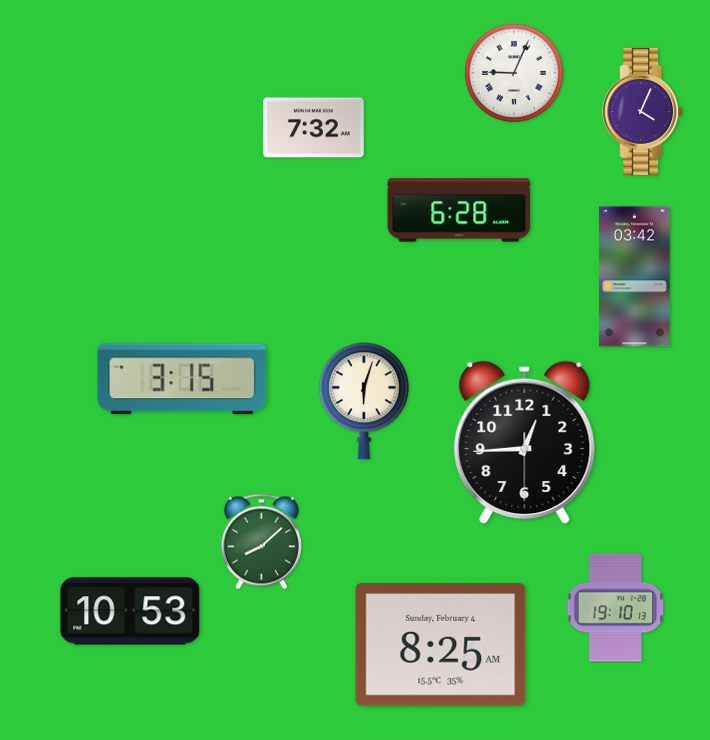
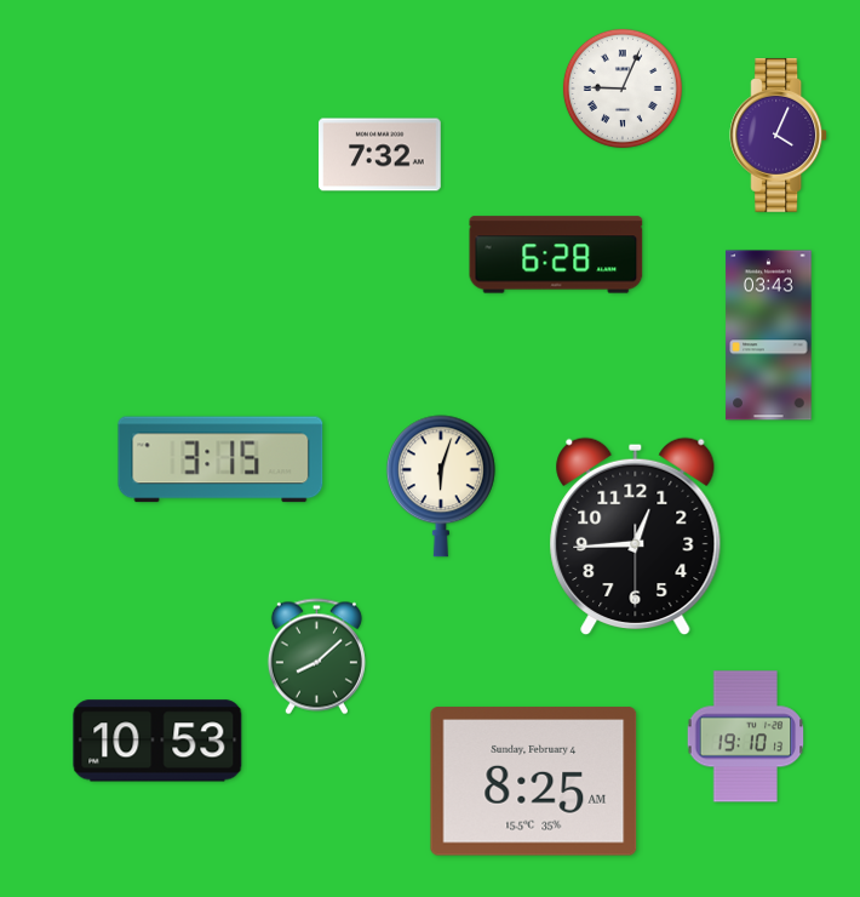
clock at (635, 277): 03:42 -> 03:43
